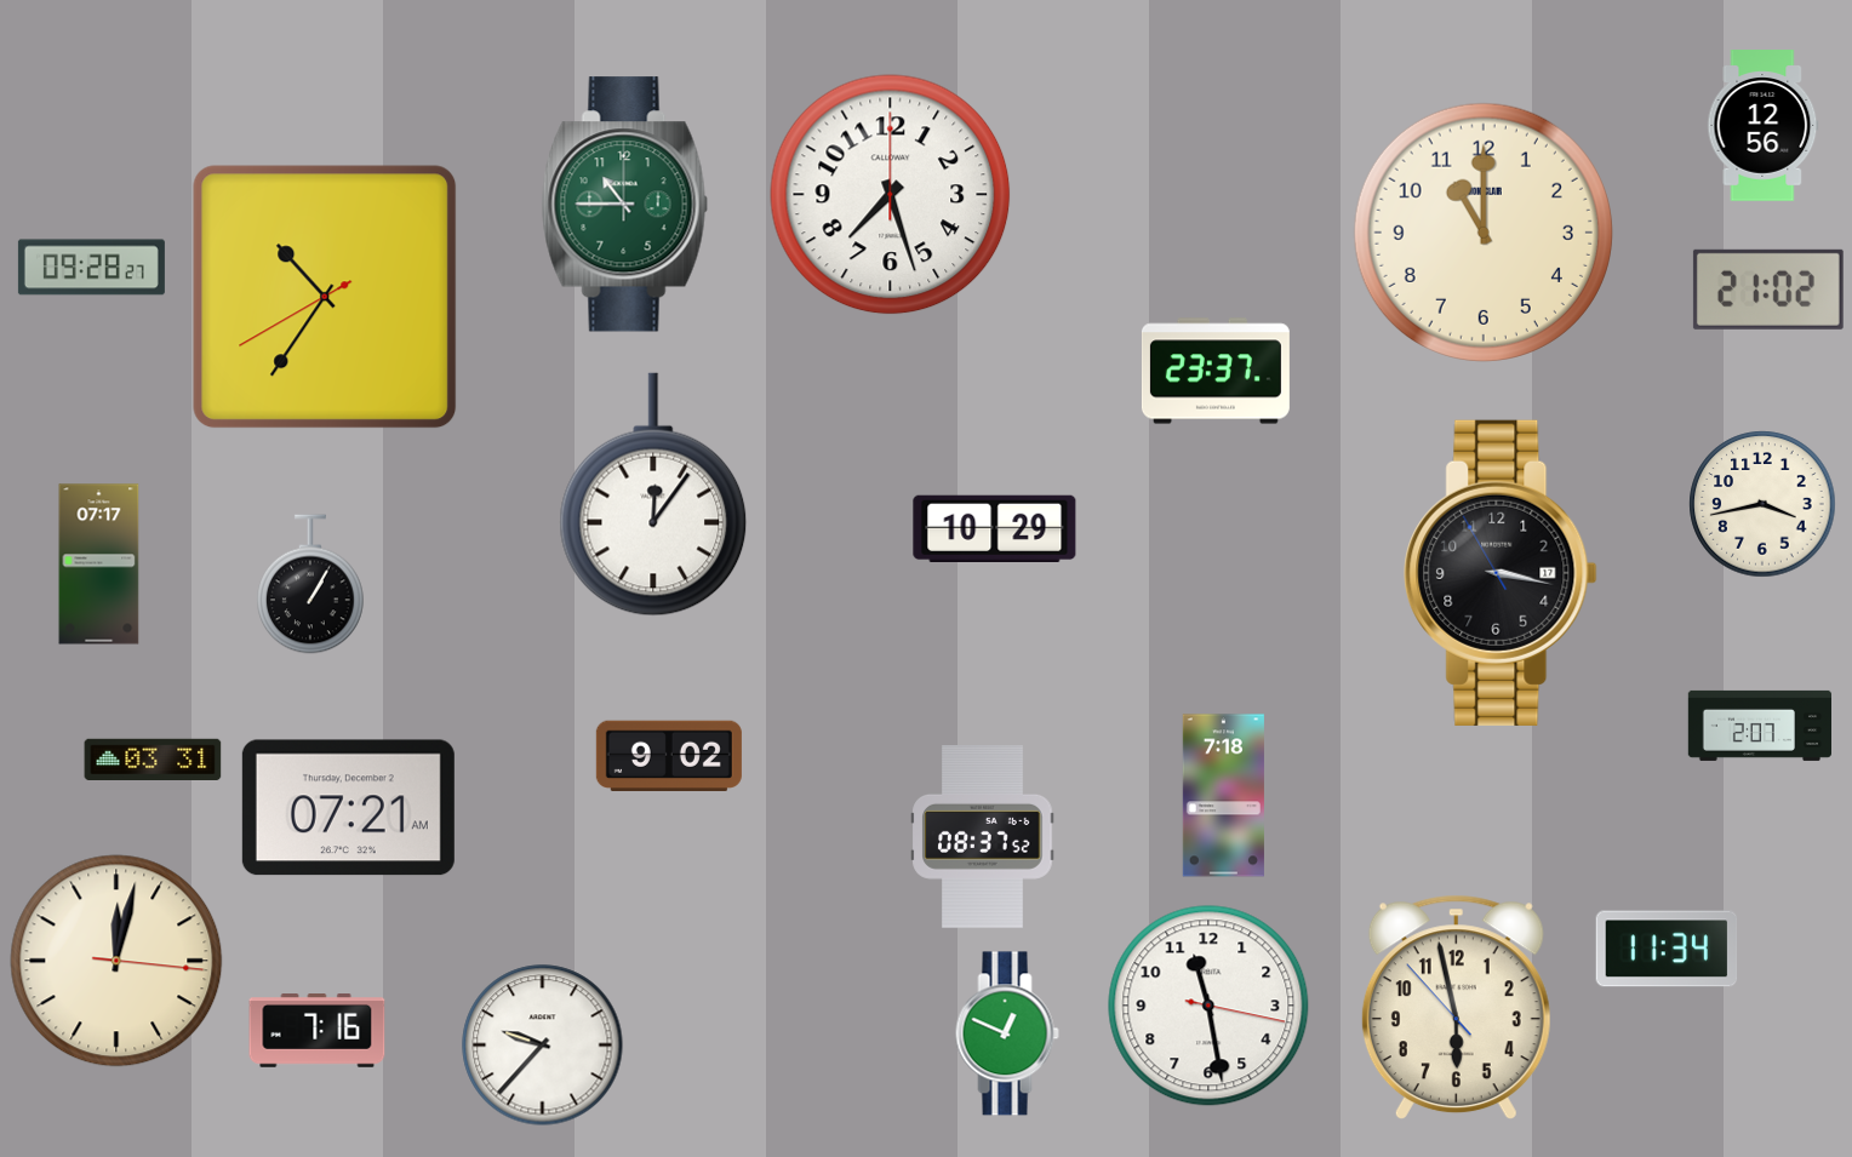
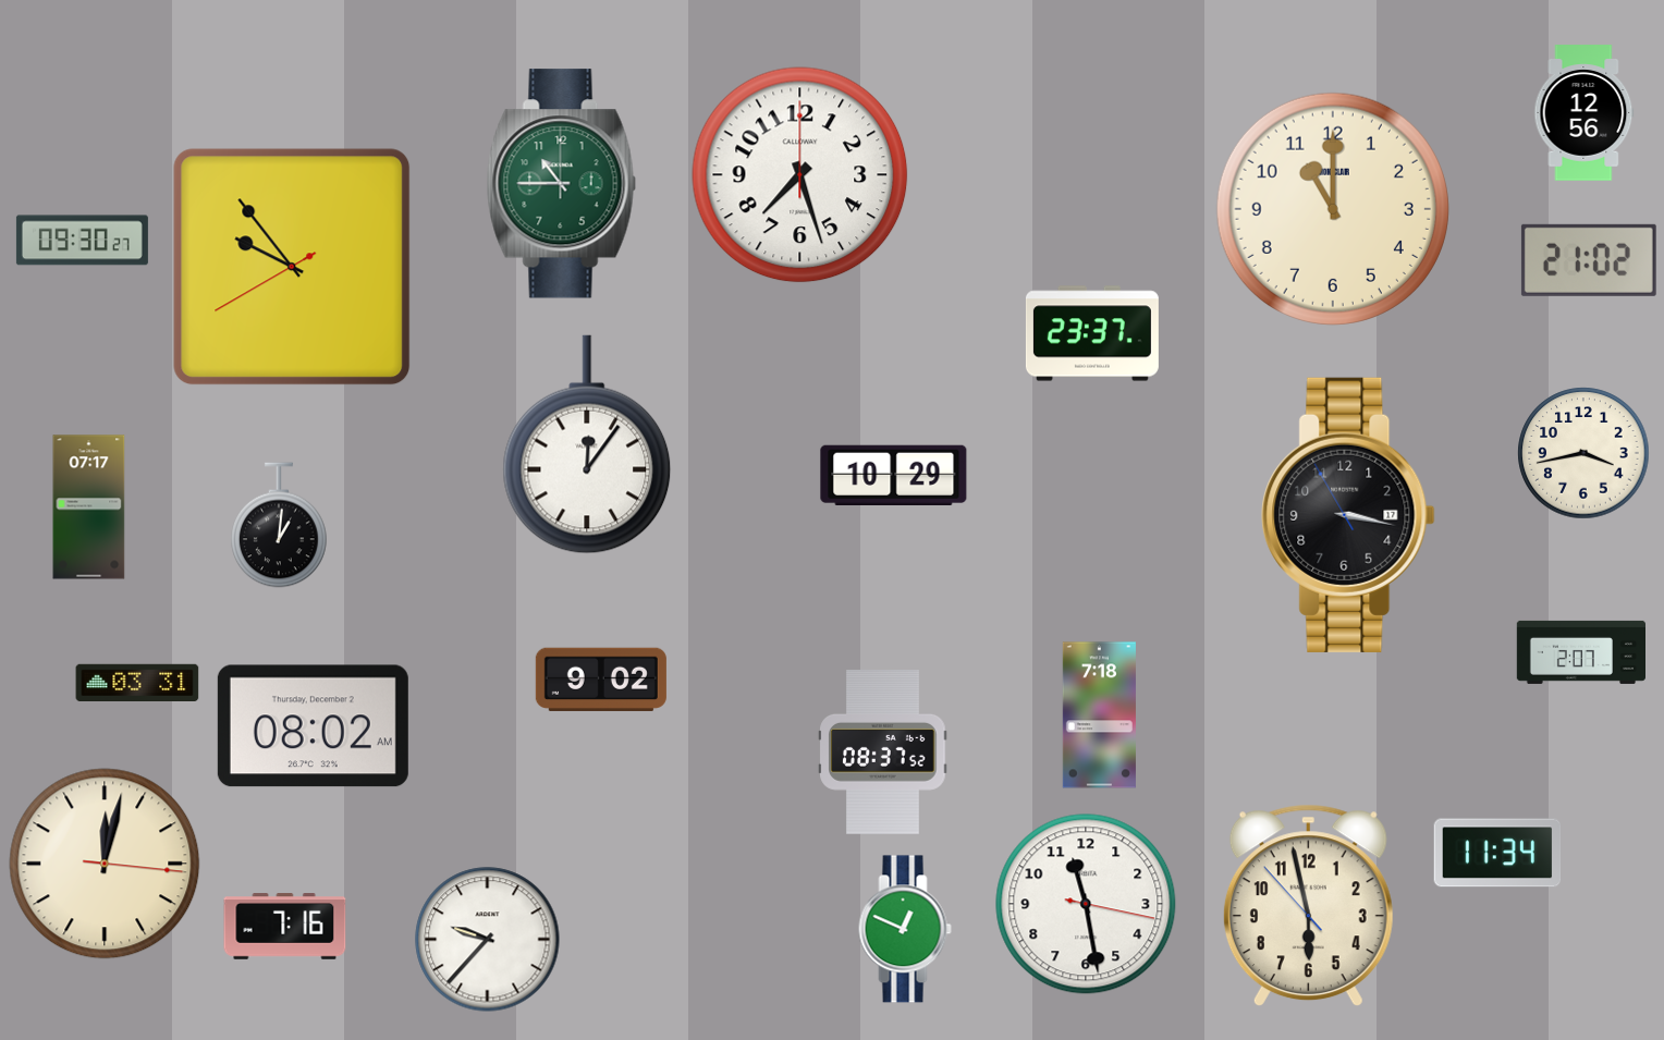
clock at (91, 268): 09:28 -> 09:30
clock at (325, 297): 10:35 -> 9:53
clock at (310, 584): 1:05 -> 1:01
clock at (348, 808): 07:21 -> 08:02
